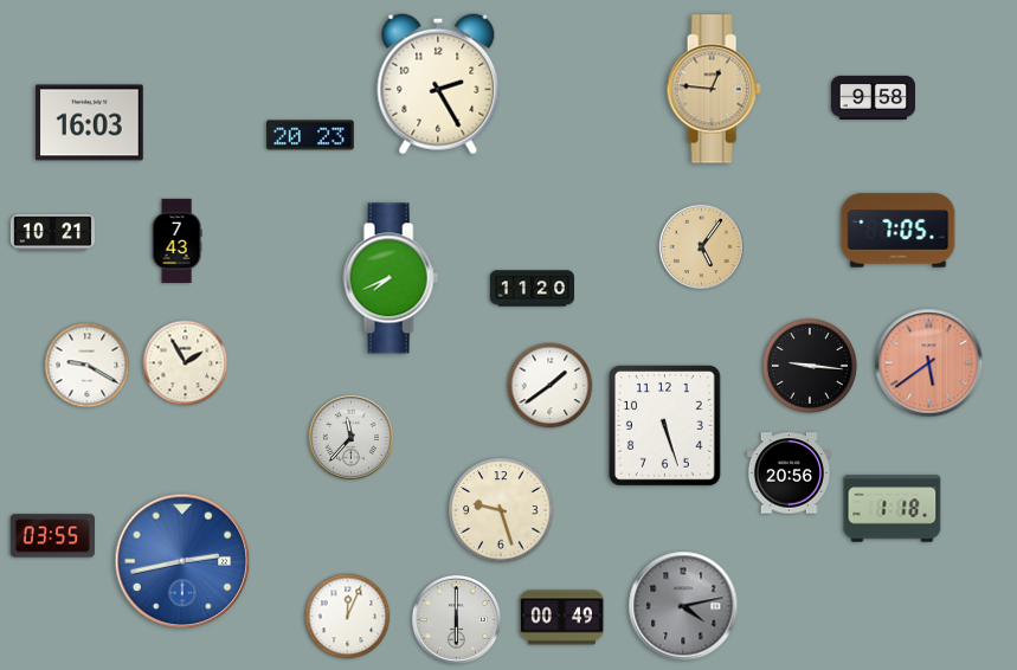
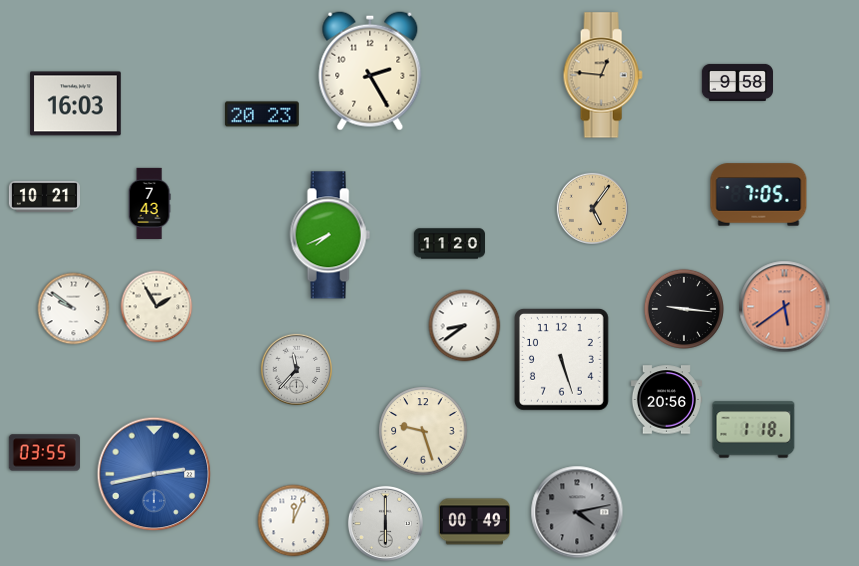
clock at (88, 366): 9:20 -> 9:51
clock at (551, 386): 1:39 -> 8:39
